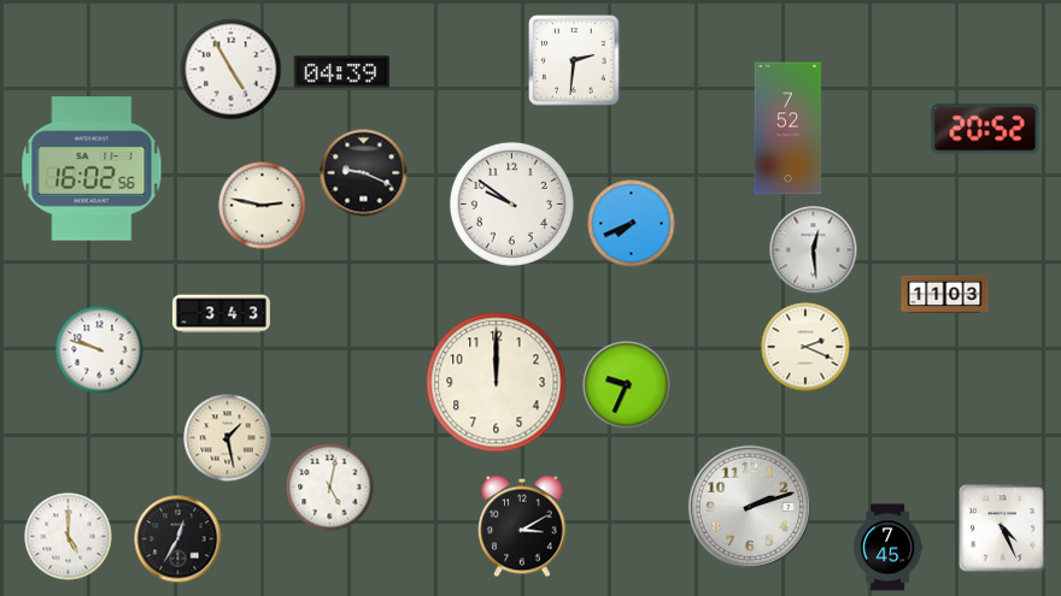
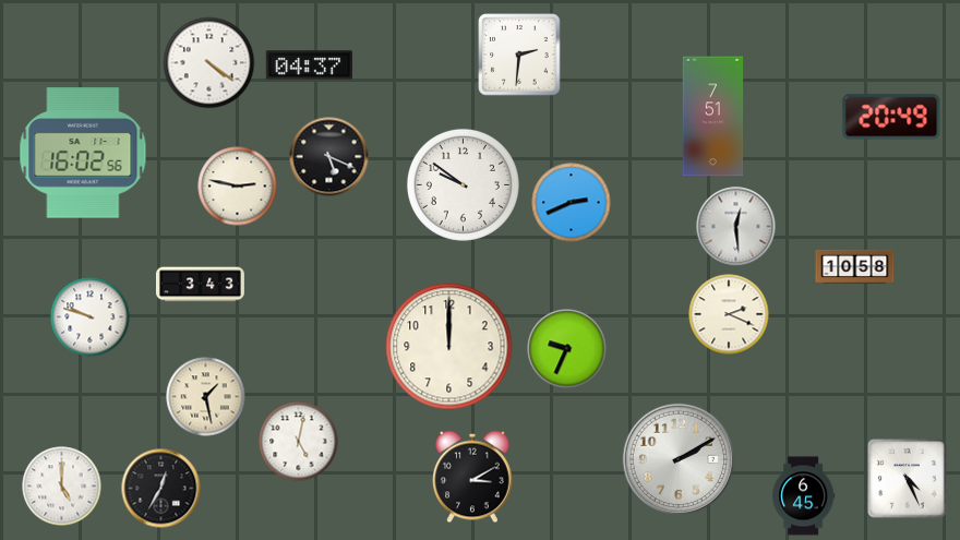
clock at (231, 70): 4:55 -> 4:21
clock at (341, 72): 04:39 -> 04:37
clock at (789, 129): 7:52 -> 7:51
clock at (985, 129): 20:52 -> 20:49
clock at (364, 173): 9:19 -> 5:19
clock at (632, 224): 7:41 -> 2:41
clock at (945, 294): 11:03 -> 10:58
clock at (750, 507): 2:12 -> 2:10
clock at (889, 548): 7:45 -> 6:45
